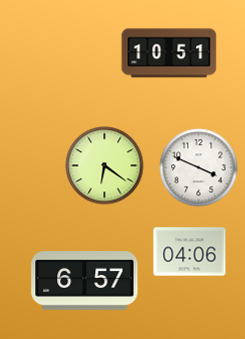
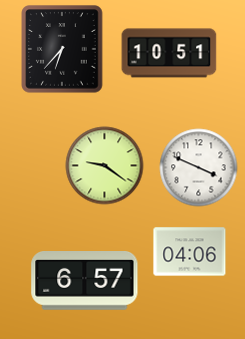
clock at (62, 49): none -> 6:37
clock at (105, 166): 6:21 -> 9:21
